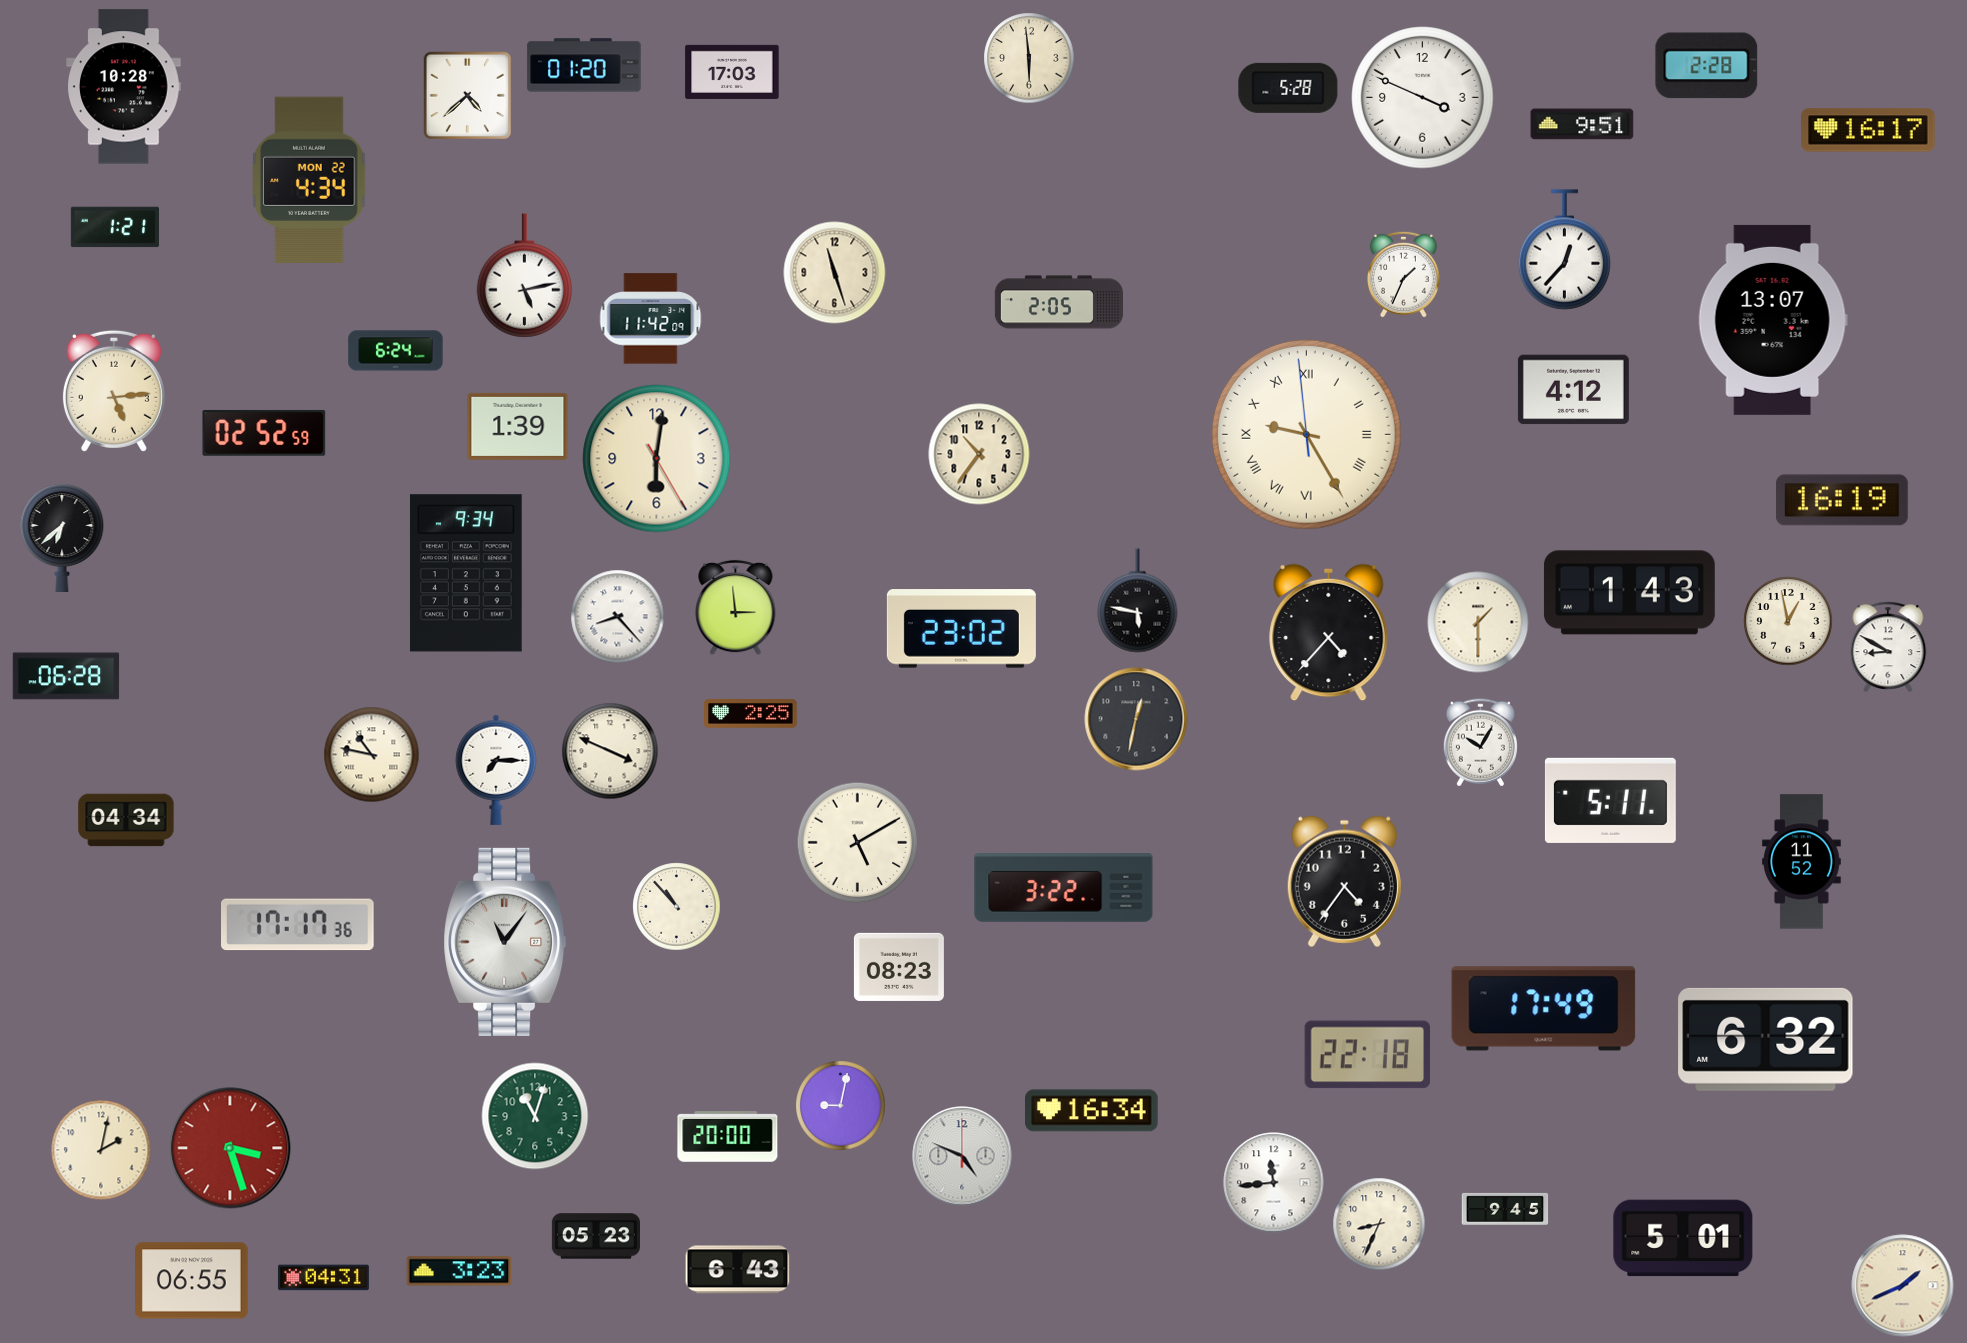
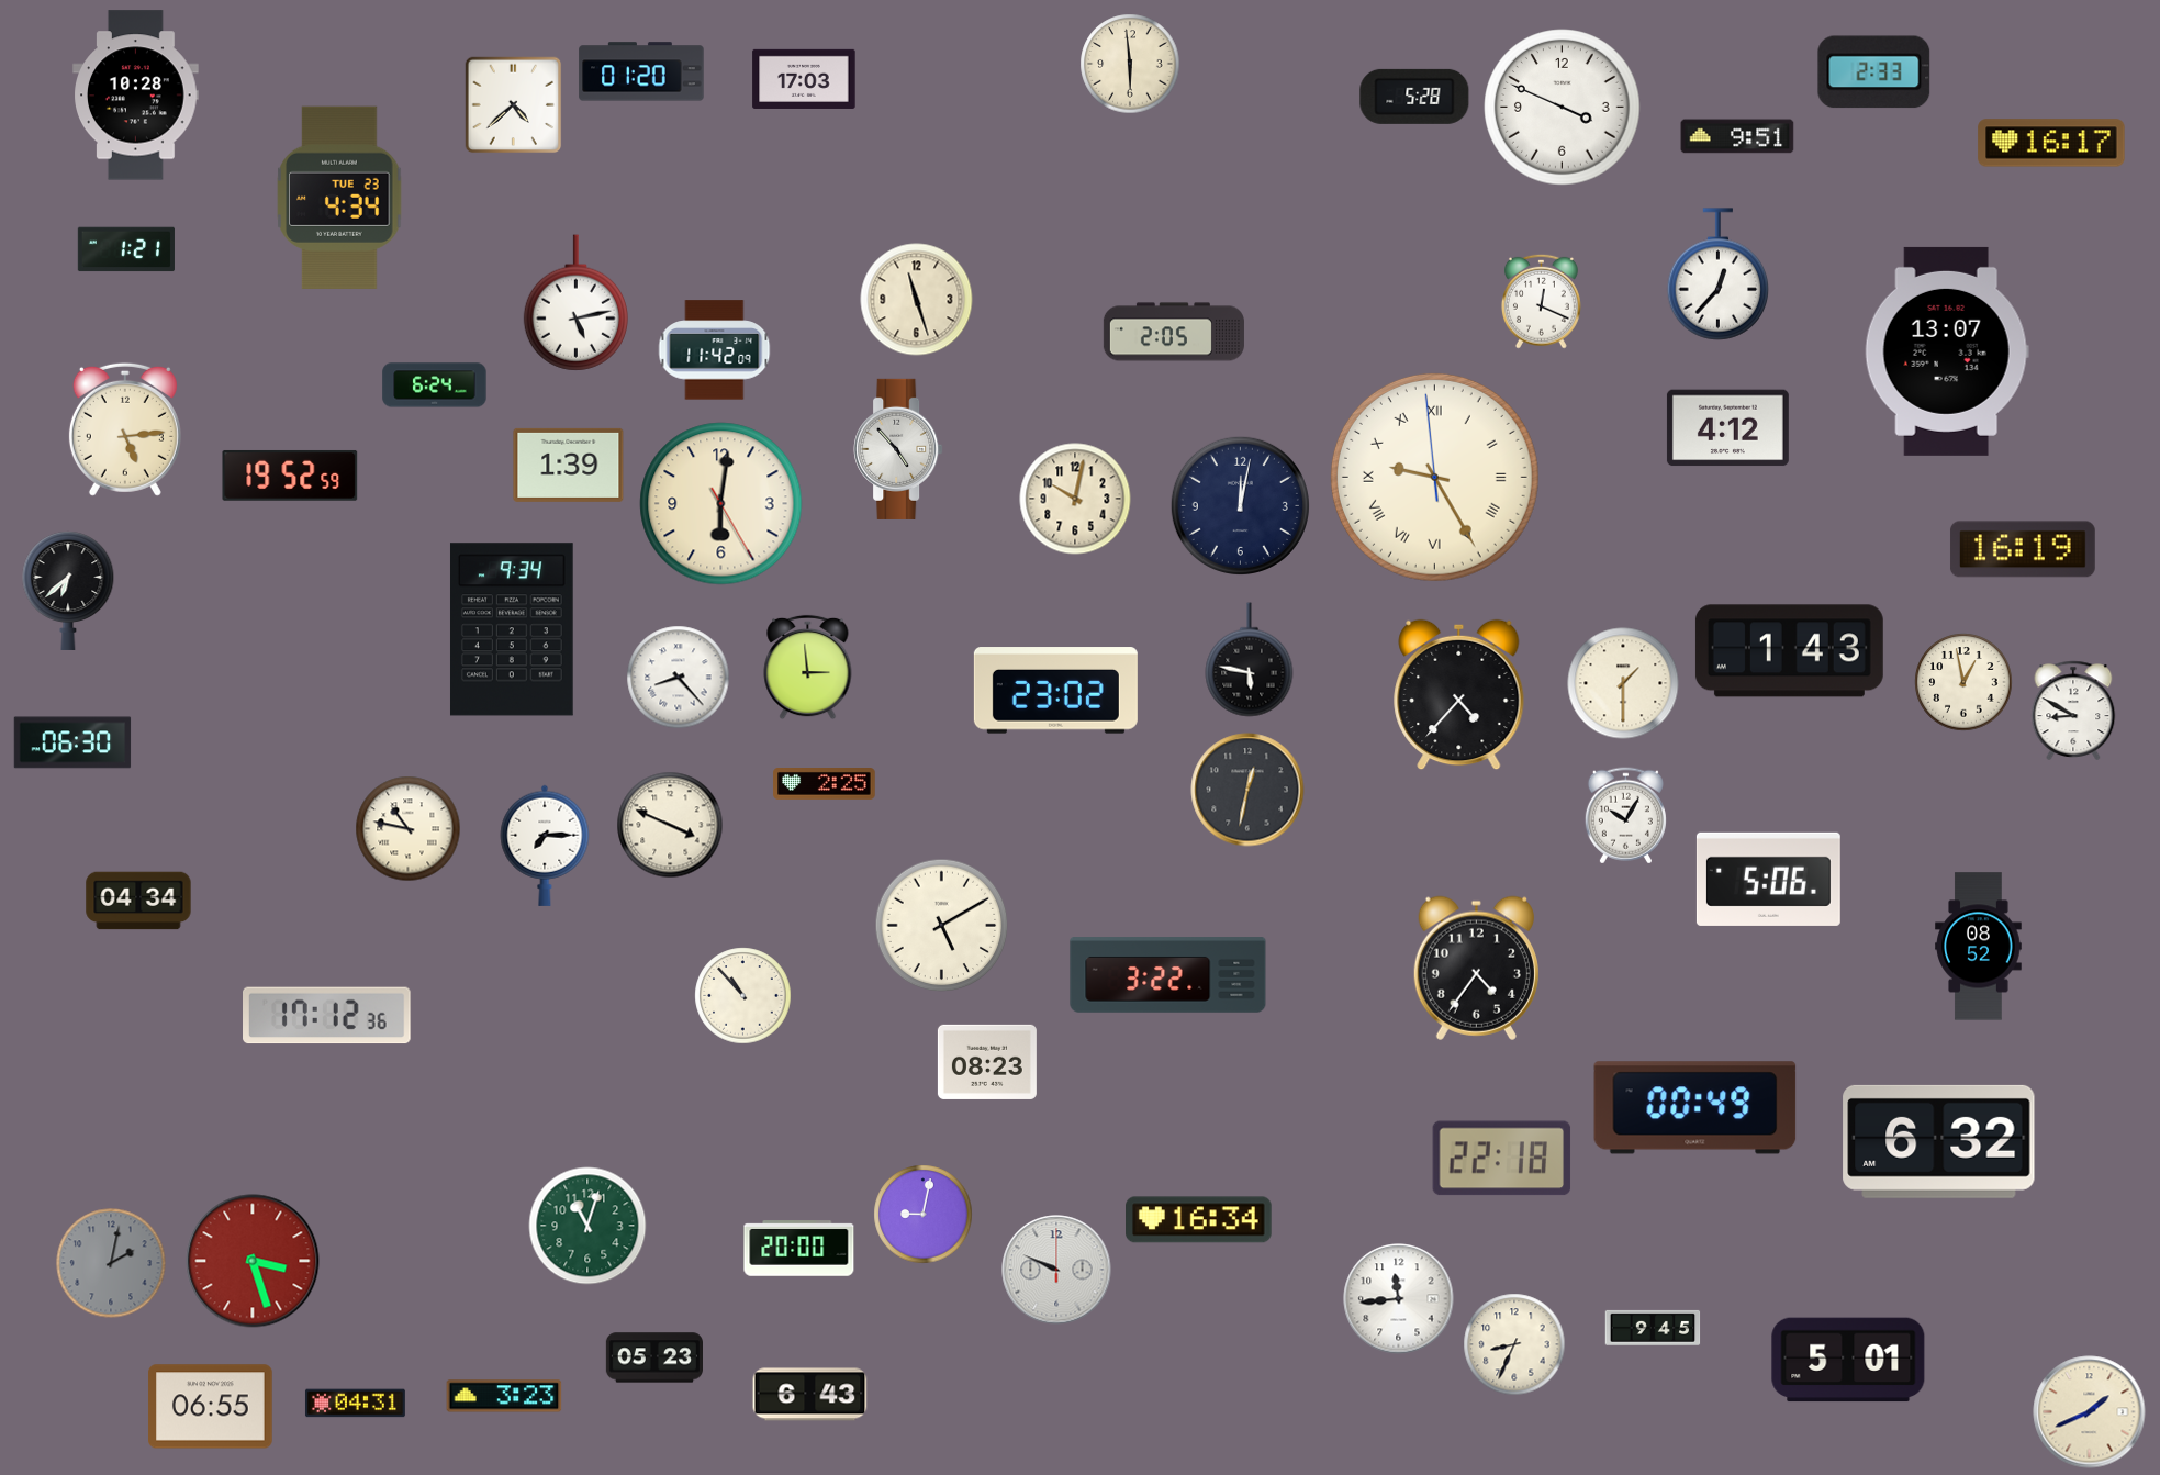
clock at (1707, 66): 2:28 -> 2:33
clock at (309, 180) date: MON 22 -> TUE 23
clock at (1403, 274): 1:34 -> 12:19
clock at (1059, 302) position: (1059, 302) -> (1174, 332)
clock at (898, 449): none -> 4:53
clock at (518, 426) position: (518, 426) -> (569, 465)
clock at (264, 433): 02:52 -> 19:52
clock at (979, 454): 10:36 -> 10:02
clock at (1240, 505): none -> 12:02
clock at (66, 676): 06:28 -> 06:30
clock at (1610, 800): 5:11 -> 5:06
clock at (1802, 862): 11:52 -> 08:52
clock at (298, 925): 17:17 -> 17:12
clock at (505, 942): 11:06 -> none
clock at (1544, 1009): 17:49 -> 00:49
clock at (101, 1150) dial: cream -> grey
clock at (962, 1156): 4:49 -> 9:49
